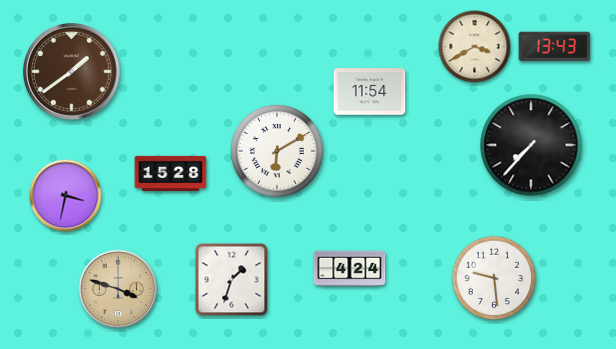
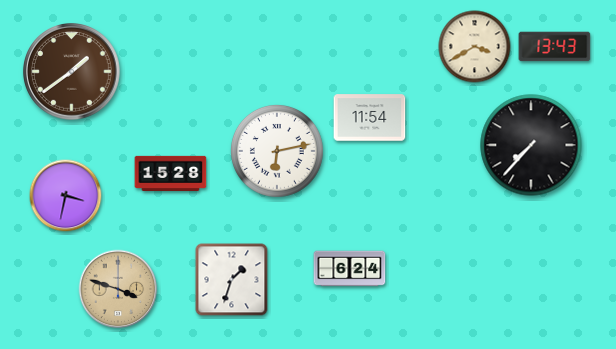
clock at (370, 92) position: (370, 92) -> (370, 118)
clock at (278, 152): 6:10 -> 6:13
clock at (350, 269): 4:24 -> 6:24
clock at (494, 278): 9:29 -> none
